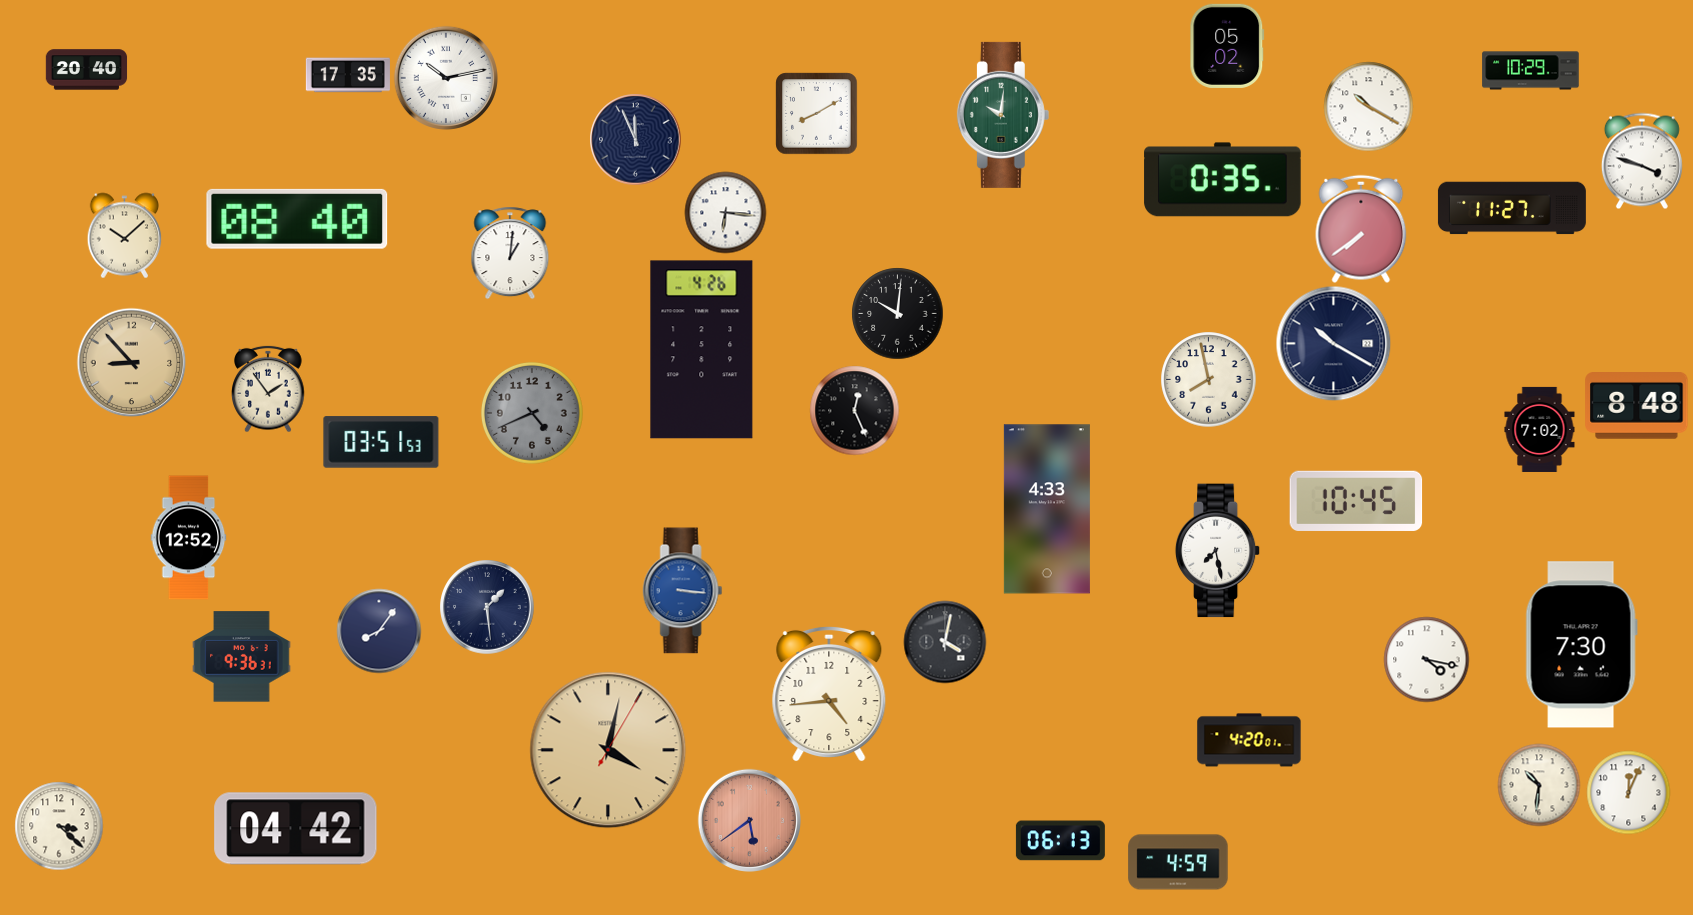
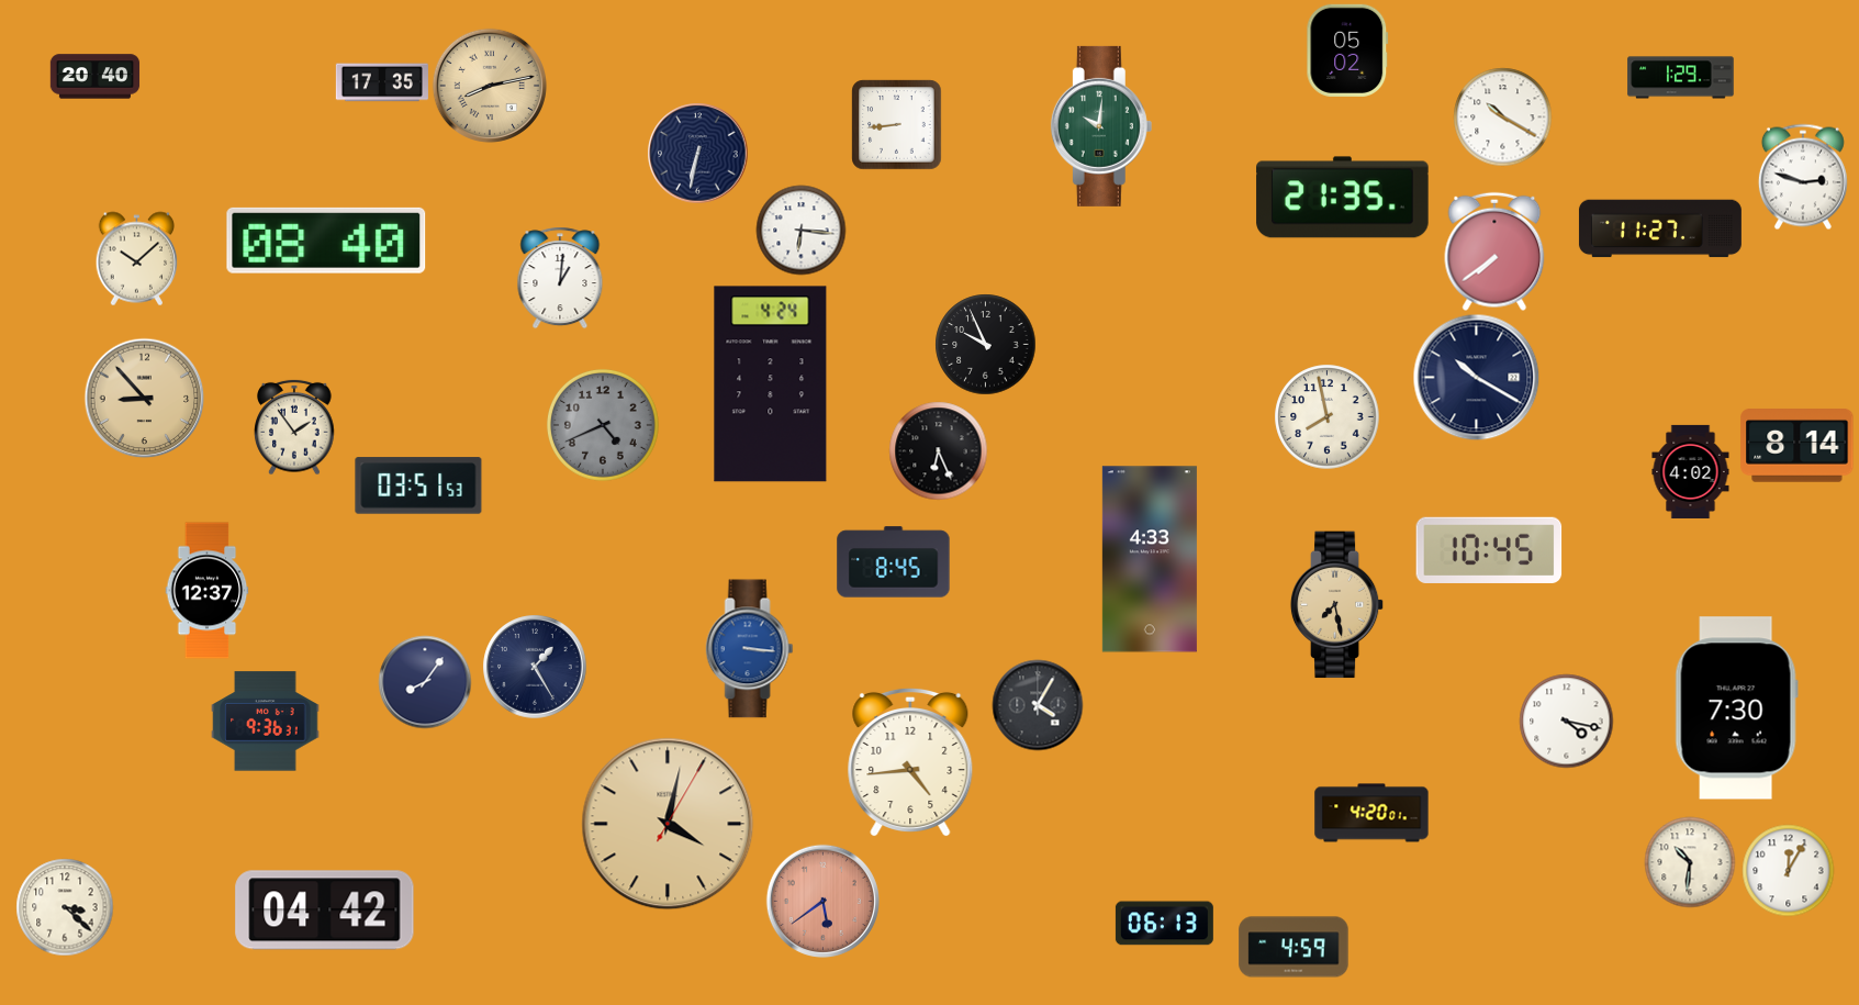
clock at (1531, 71): 10:29 -> 1:29
clock at (446, 78): 10:13 -> 8:13
clock at (446, 78) dial: white -> champagne
clock at (816, 113): 8:10 -> 8:44
clock at (635, 139): 11:56 -> 6:32
clock at (1642, 161): 3:48 -> 2:48
clock at (1223, 180): 0:35 -> 21:35
clock at (725, 212) position: (725, 212) -> (800, 230)
clock at (897, 313): 10:01 -> 9:56
clock at (1333, 343) position: (1333, 343) -> (1476, 377)
clock at (702, 350): 4:26 -> 4:24
clock at (1637, 406): 8:48 -> 8:14
clock at (854, 410): 12:26 -> 6:26
clock at (532, 413) position: (532, 413) -> (603, 425)
clock at (1540, 429): 7:02 -> 4:02
clock at (894, 562): none -> 8:45
clock at (189, 538): 12:52 -> 12:37
clock at (1218, 551) dial: white -> champagne
clock at (487, 607): 1:29 -> 1:25
clock at (379, 631) position: (379, 631) -> (425, 682)
clock at (945, 642): 4:02 -> 4:05
clock at (1426, 659) position: (1426, 659) -> (1566, 721)
clock at (1628, 792): 12:04 -> 12:05
